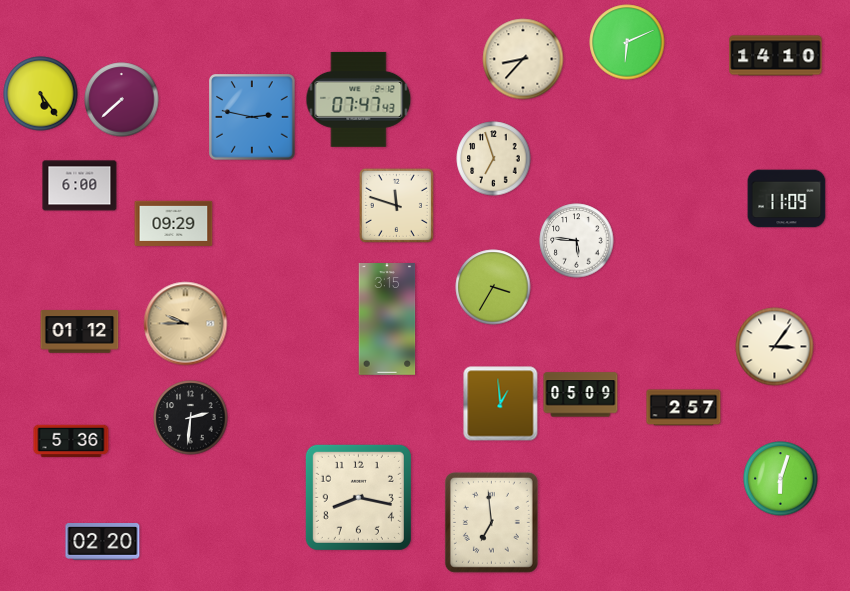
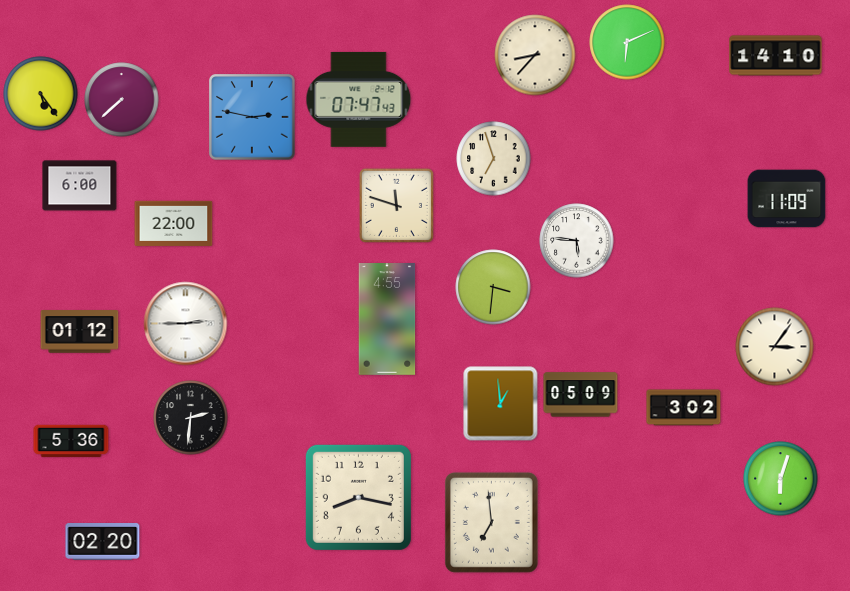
clock at (523, 59) position: (523, 59) -> (535, 55)
clock at (174, 223): 09:29 -> 22:00
clock at (493, 287): 3:35 -> 3:31
clock at (387, 320): 3:15 -> 4:55
clock at (186, 324): 9:45 -> 2:45
clock at (186, 324) dial: champagne -> white
clock at (684, 408): 2:57 -> 3:02
